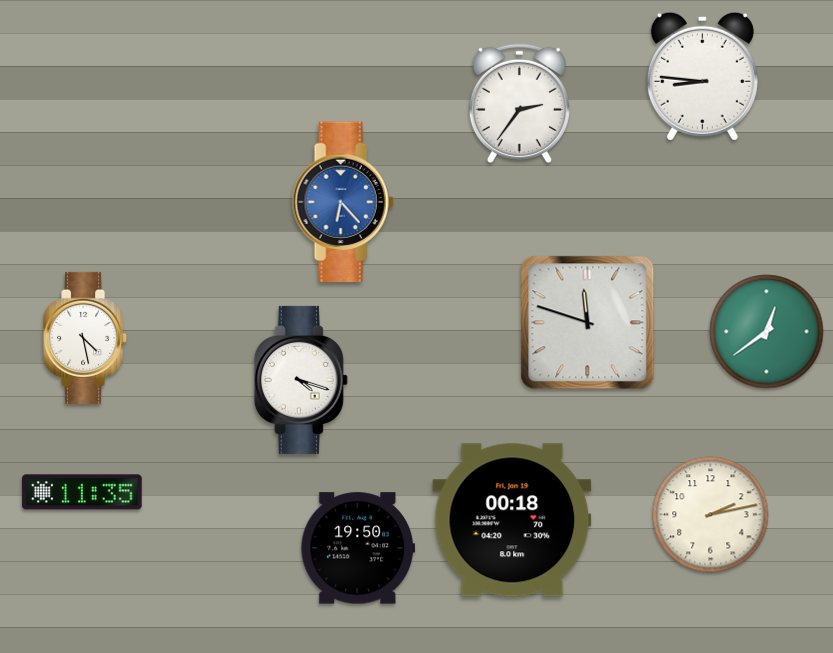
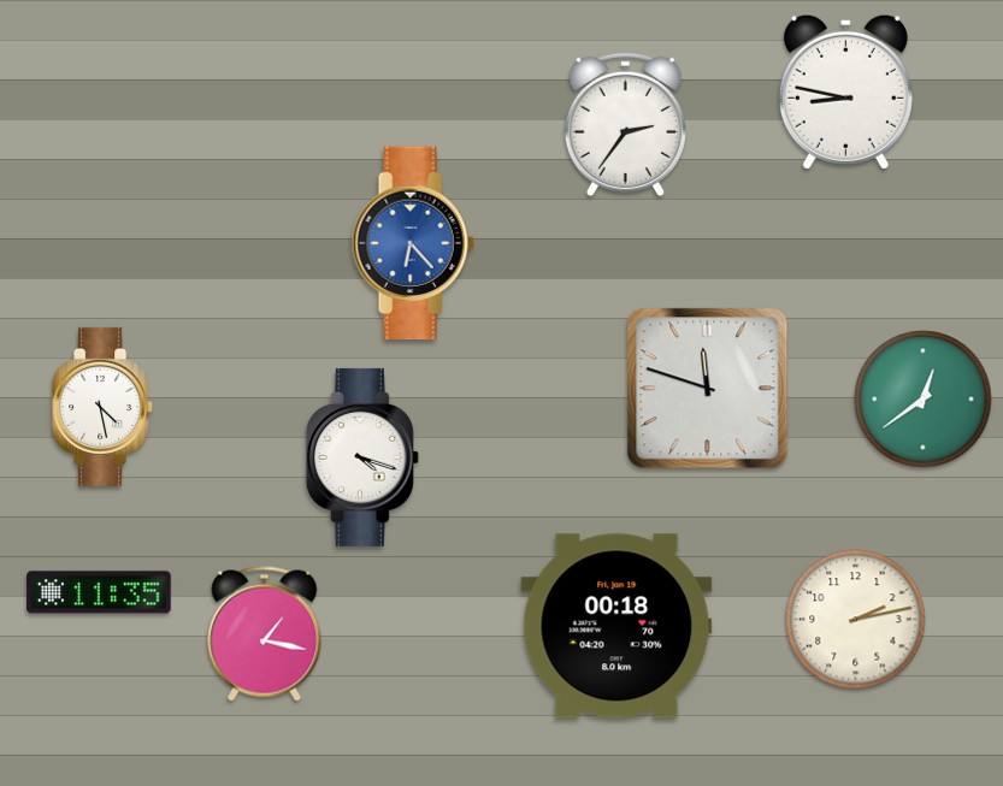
clock at (702, 76): 8:46 -> 8:47
clock at (265, 634): none -> 1:17
clock at (358, 548): 19:50 -> none
